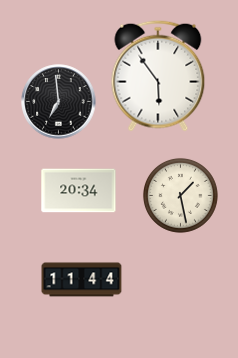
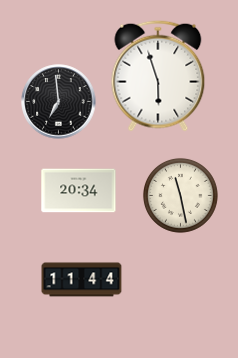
clock at (158, 76): 5:54 -> 5:57
clock at (180, 195): 1:28 -> 11:28
